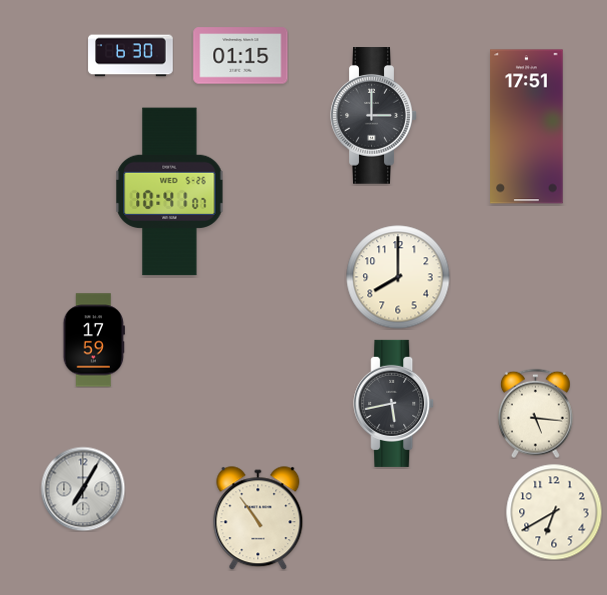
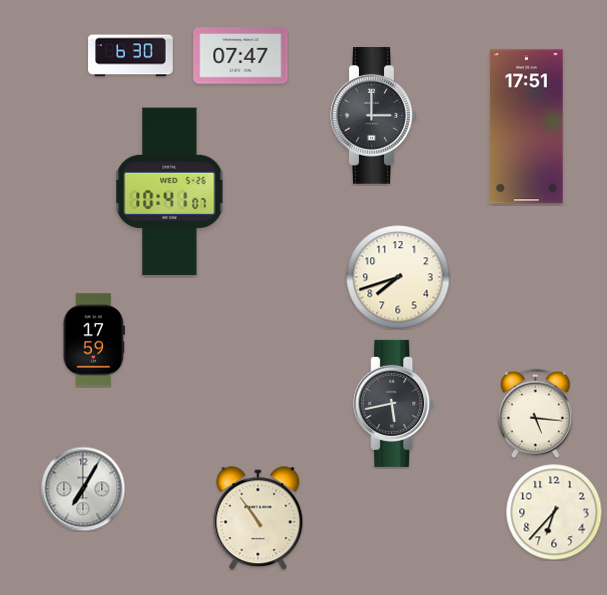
clock at (241, 56): 01:15 -> 07:47
clock at (398, 277): 8:00 -> 7:42
clock at (554, 512): 6:40 -> 6:37
